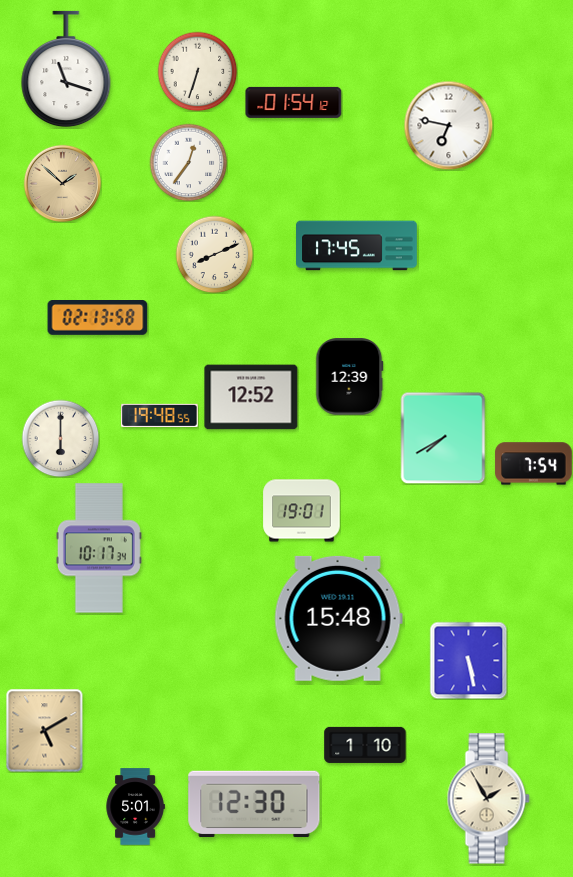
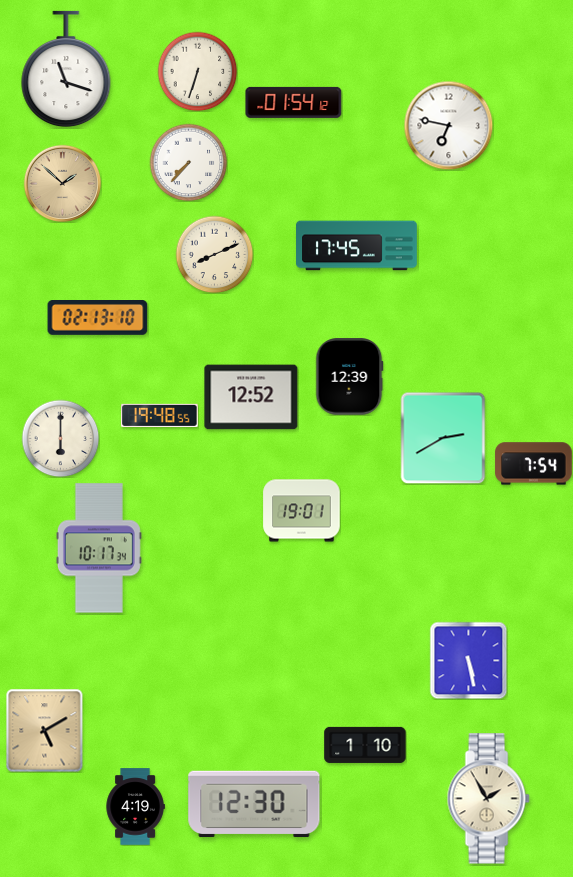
clock at (188, 162): 12:36 -> 7:37
clock at (98, 318): 02:13:58 -> 02:13:10
clock at (443, 438): 7:40 -> 2:40
clock at (338, 618): 15:48 -> none
clock at (135, 807): 5:01 -> 4:19
